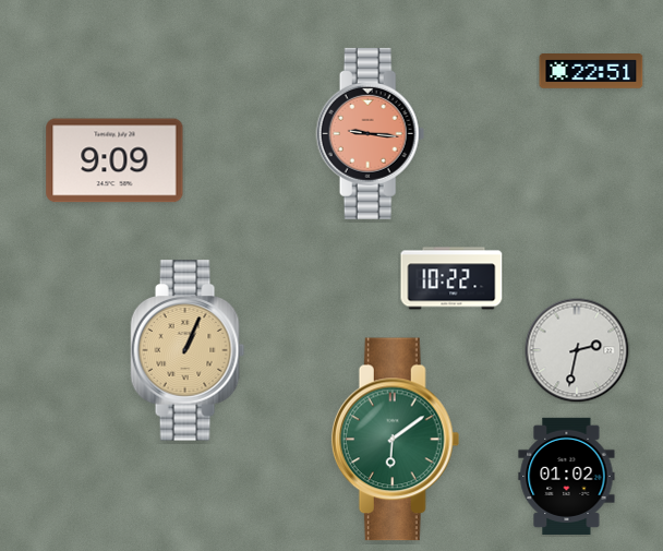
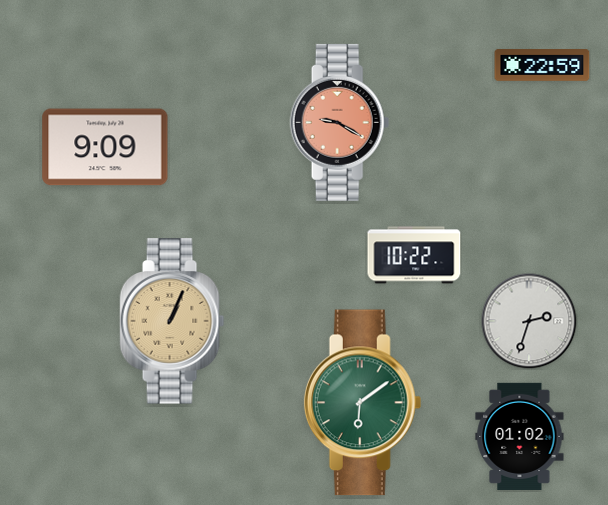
clock at (591, 72): 22:51 -> 22:59
clock at (371, 133): 9:16 -> 9:20
clock at (577, 350): 2:32 -> 2:33
